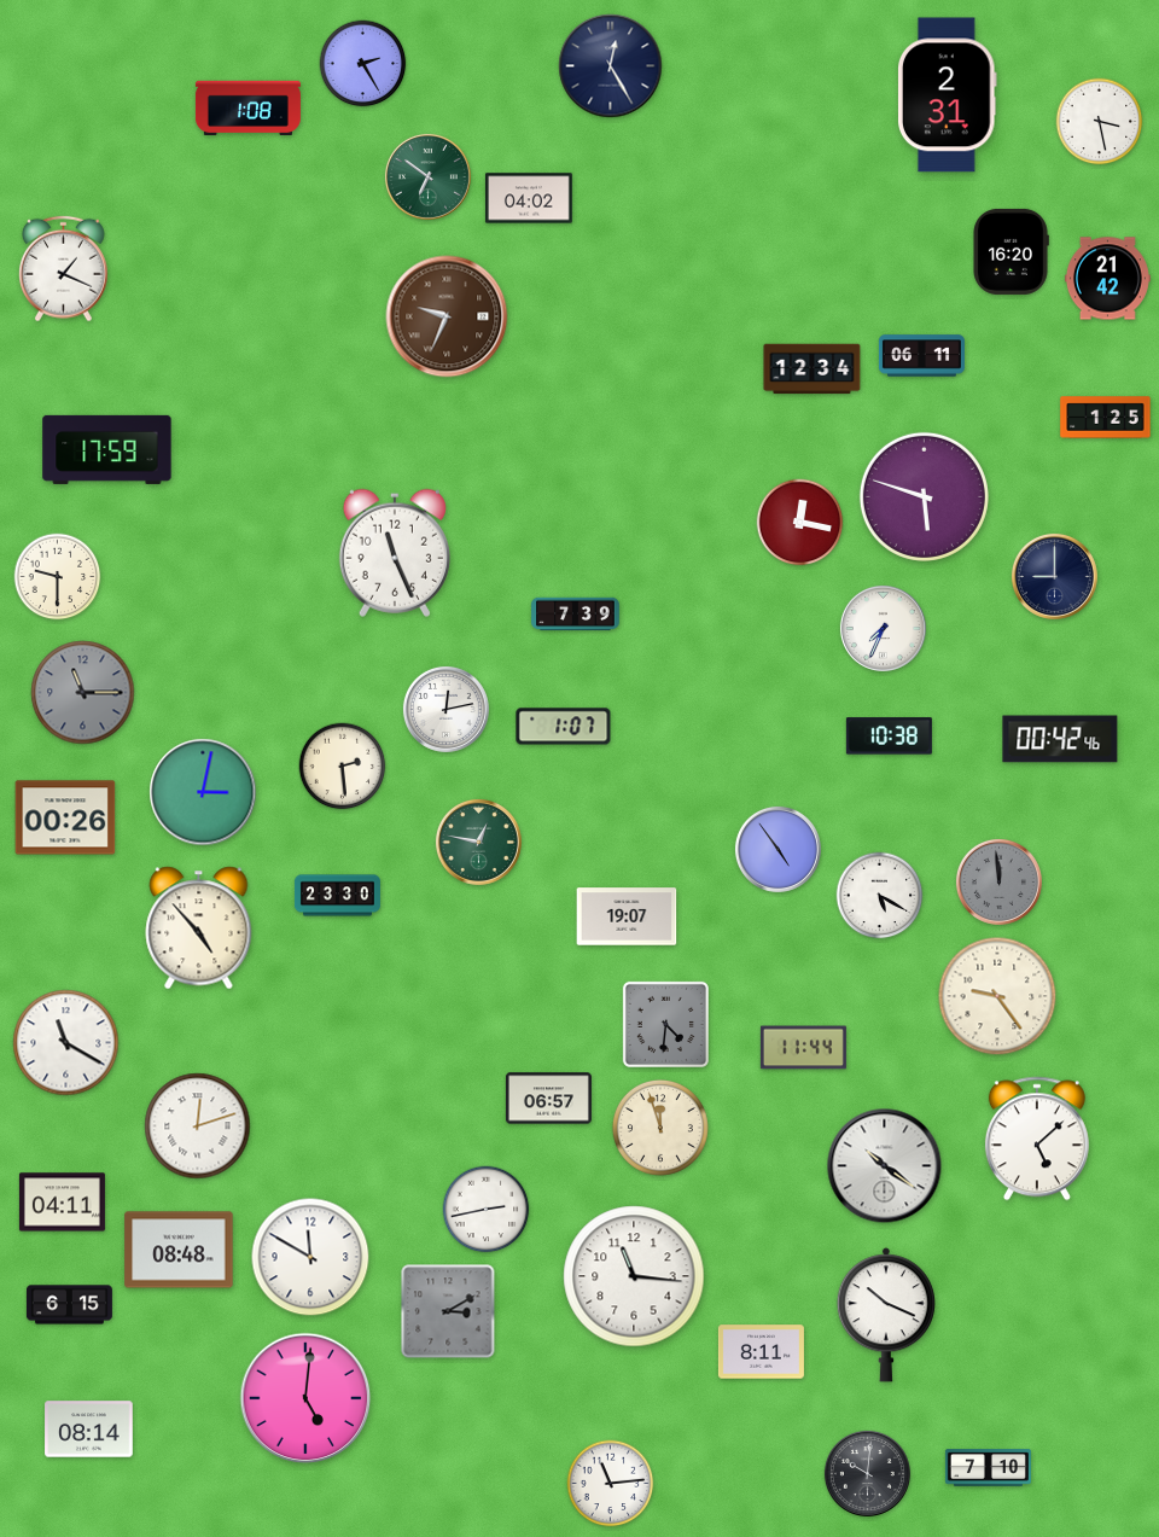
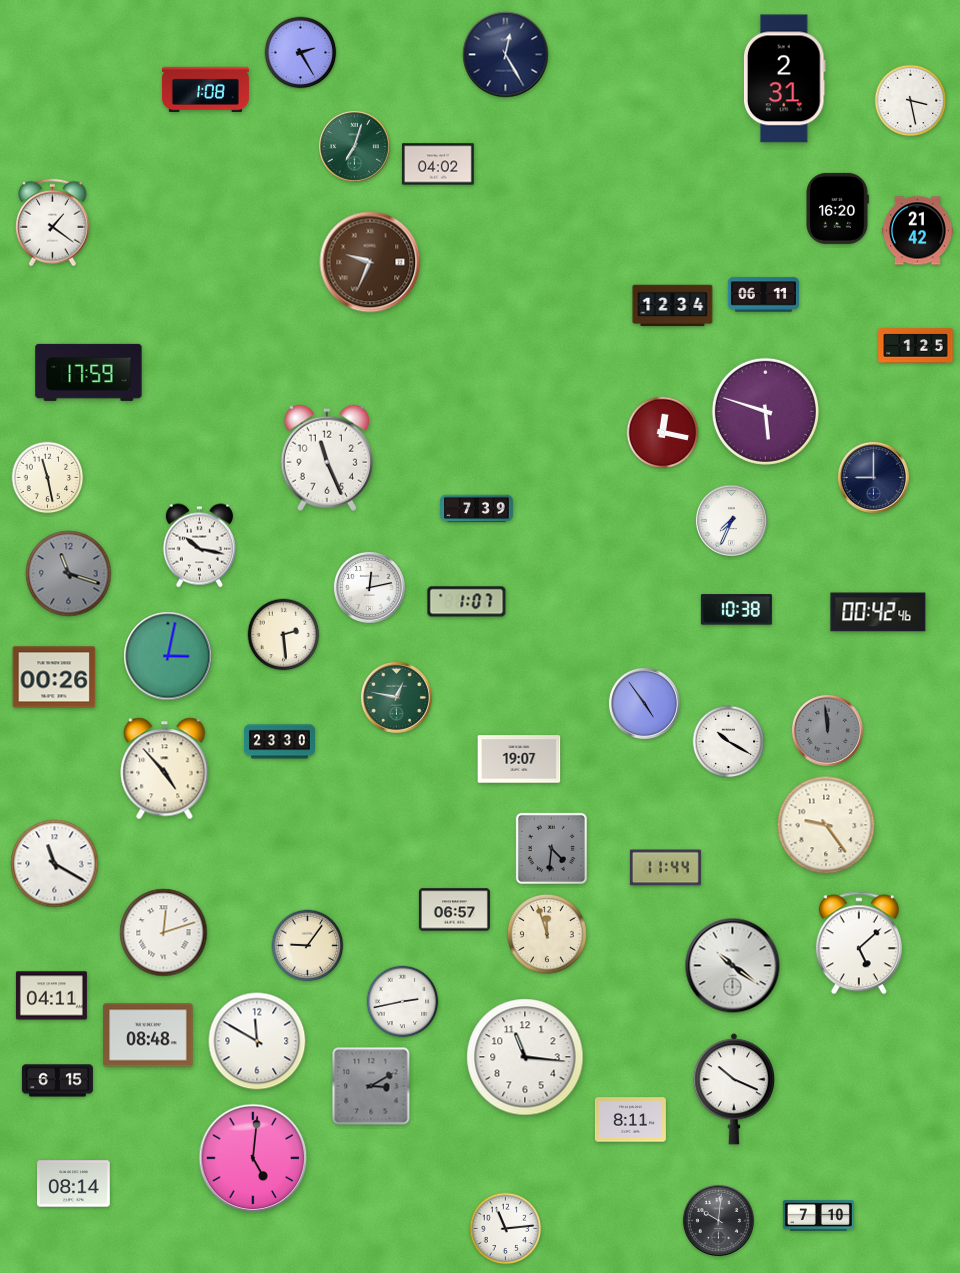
clock at (427, 176): 6:51 -> 7:03
clock at (64, 269): 1:19 -> 1:21
clock at (58, 577): 9:30 -> 11:28
clock at (199, 546): none -> 10:17
clock at (83, 693): 11:15 -> 11:18
clock at (880, 896): 5:20 -> 10:20
clock at (308, 946): none -> 9:06
